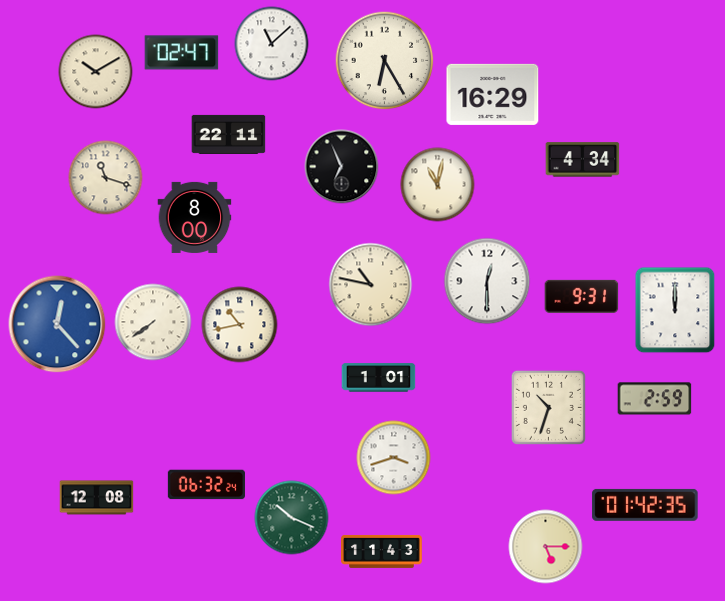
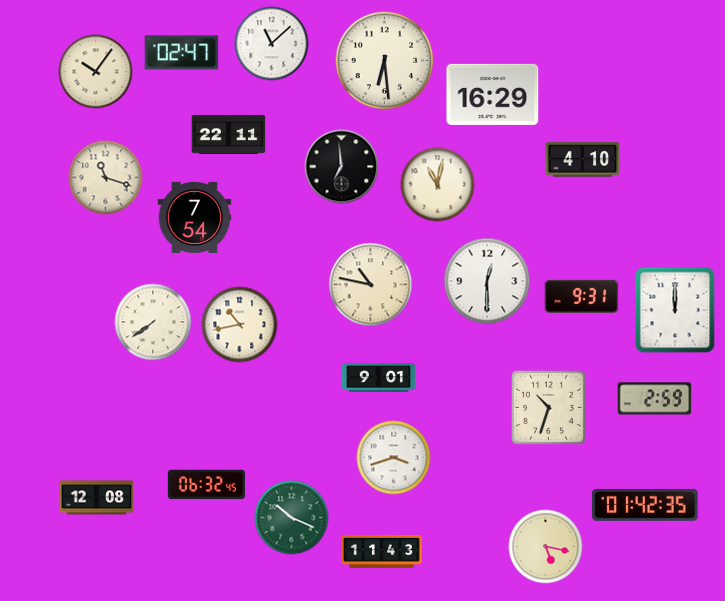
clock at (385, 61): 6:25 -> 6:29
clock at (96, 72): 10:10 -> 10:06
clock at (583, 160): 4:34 -> 4:10
clock at (342, 167): 6:56 -> 6:59
clock at (195, 217): 8:00 -> 7:54
clock at (57, 324): 12:23 -> none
clock at (379, 378): 1:01 -> 9:01
clock at (206, 485): 06:32:24 -> 06:32:45
clock at (546, 547): 5:15 -> 5:17
